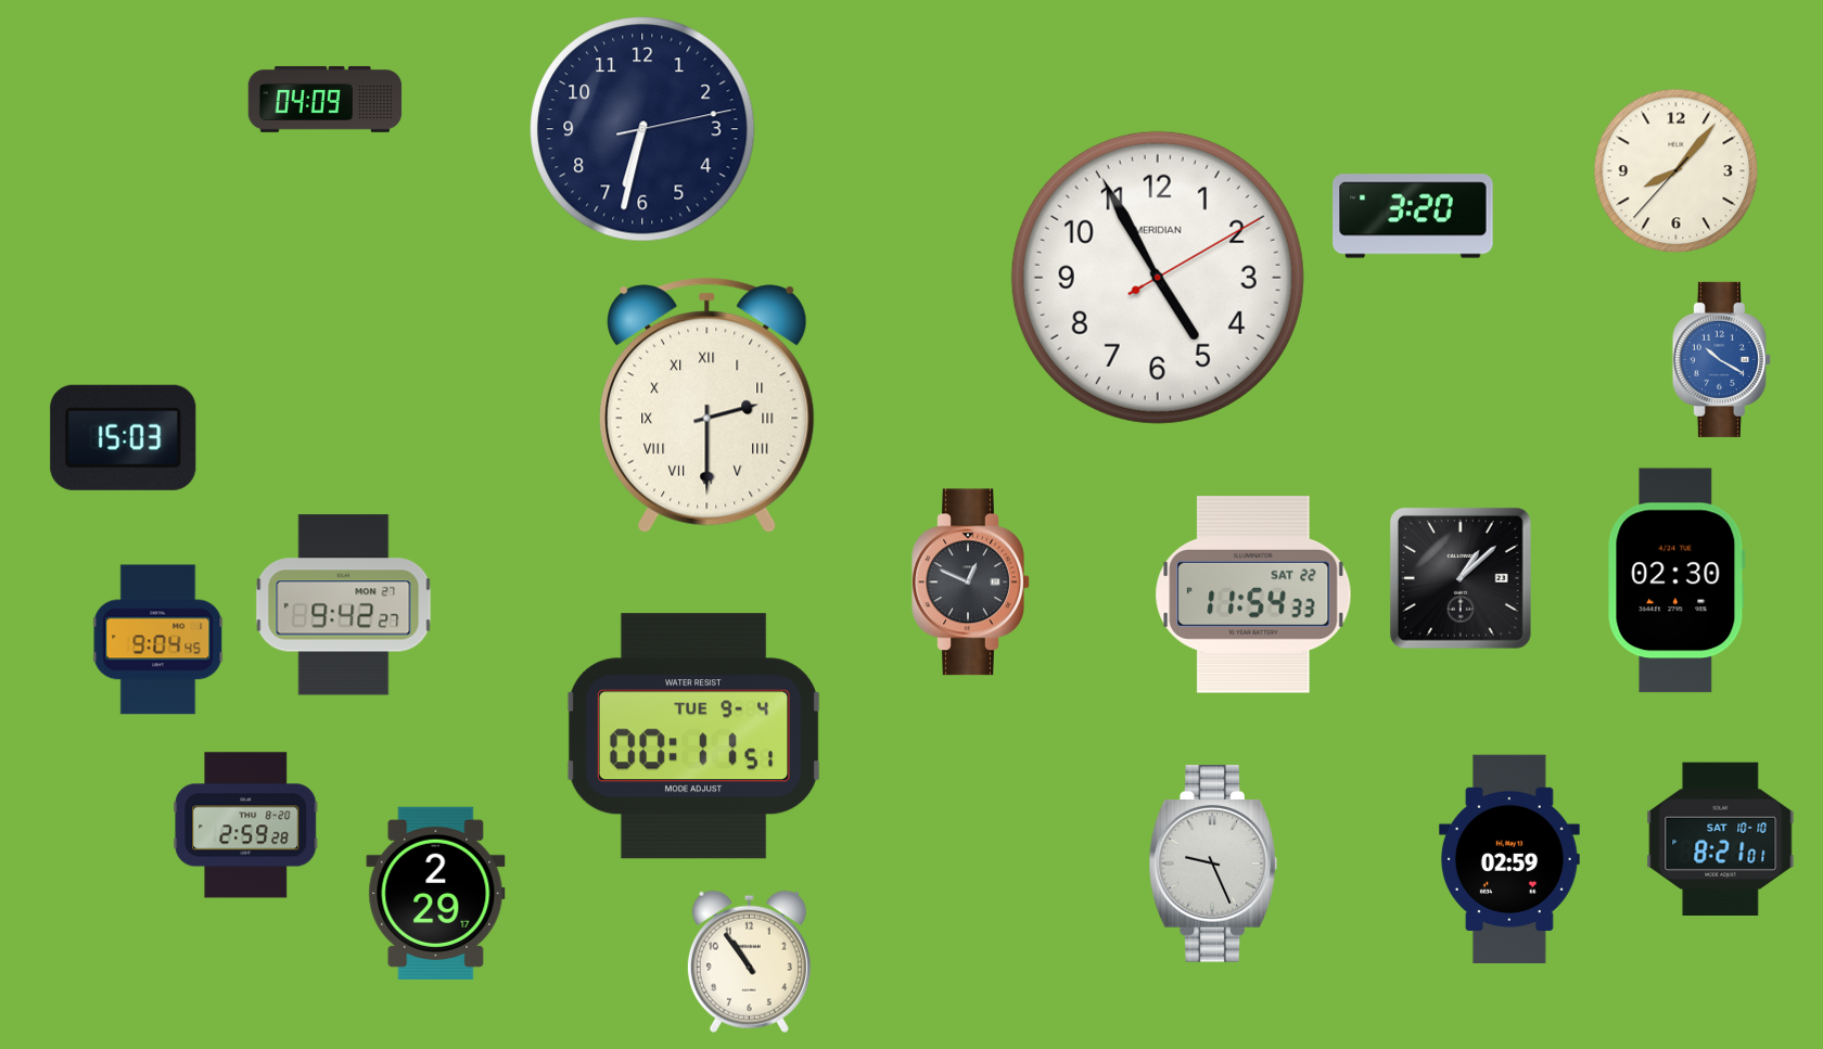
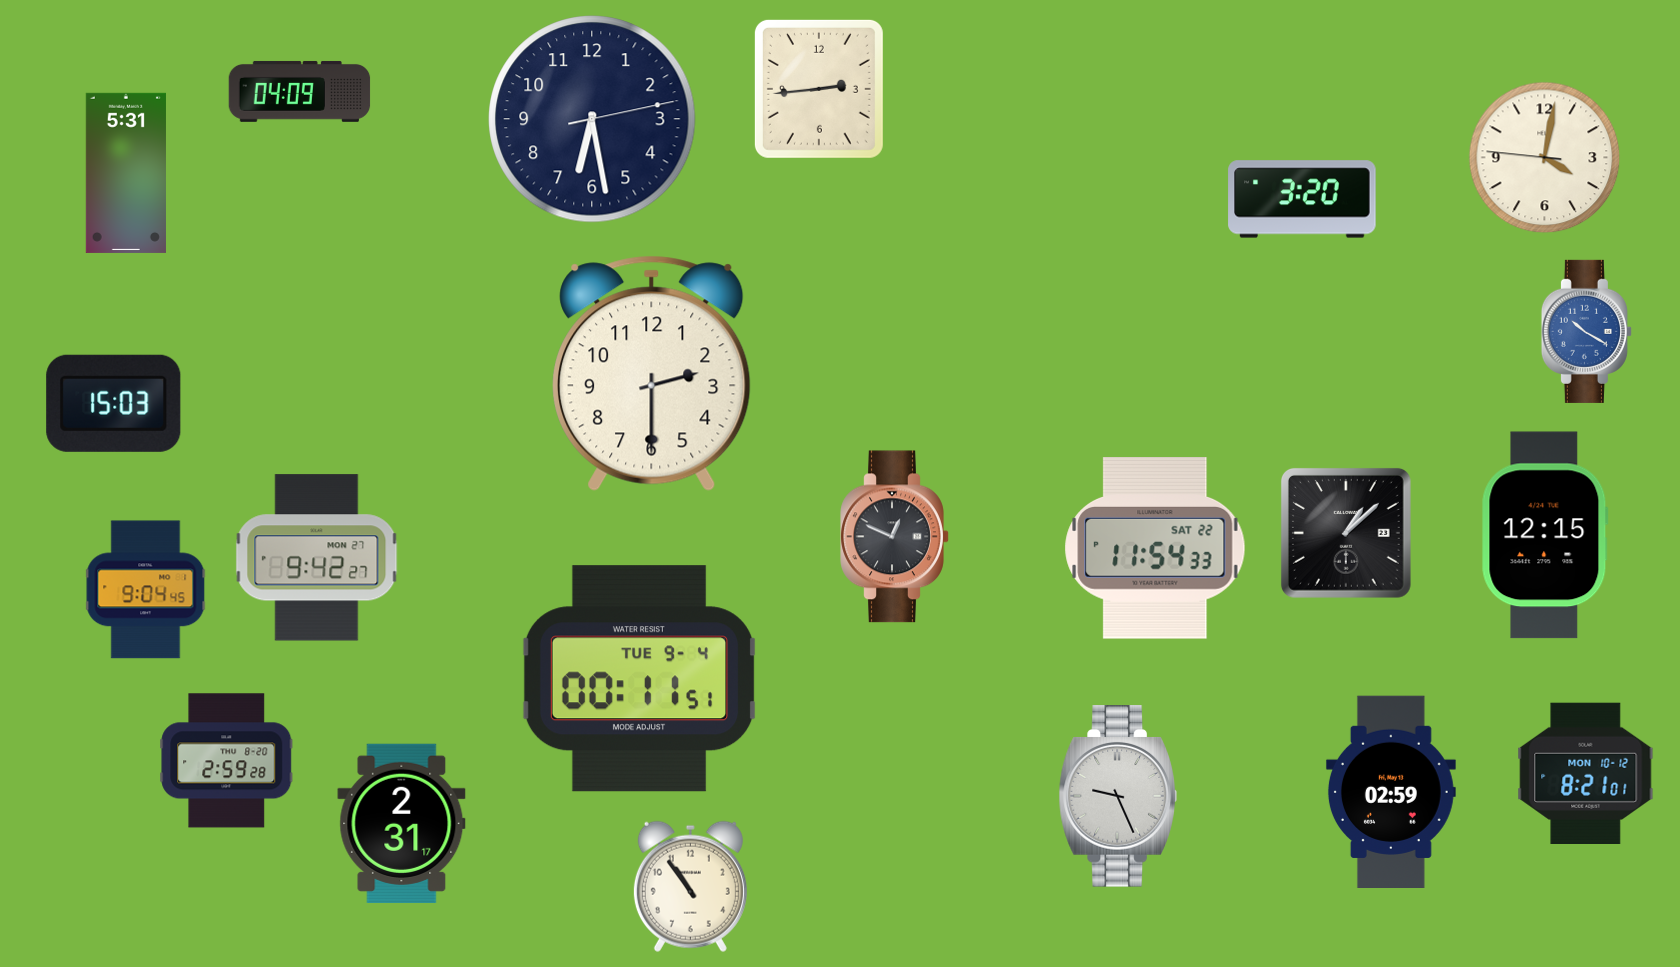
clock at (819, 89): none -> 2:44
clock at (642, 129): 6:32 -> 6:28
clock at (1677, 171): 8:06 -> 4:01
clock at (126, 173): none -> 5:31
clock at (1158, 278): 4:55 -> none
clock at (707, 405) numerals: Roman -> Arabic
clock at (1677, 580): 02:30 -> 12:15
clock at (1721, 839) date: SAT 10-10 -> MON 10-12
clock at (436, 893): 2:29 -> 2:31
